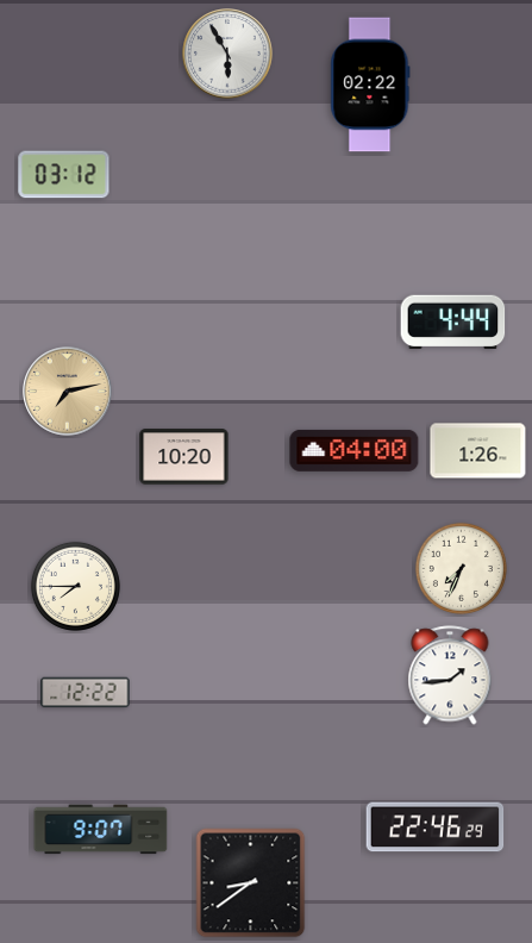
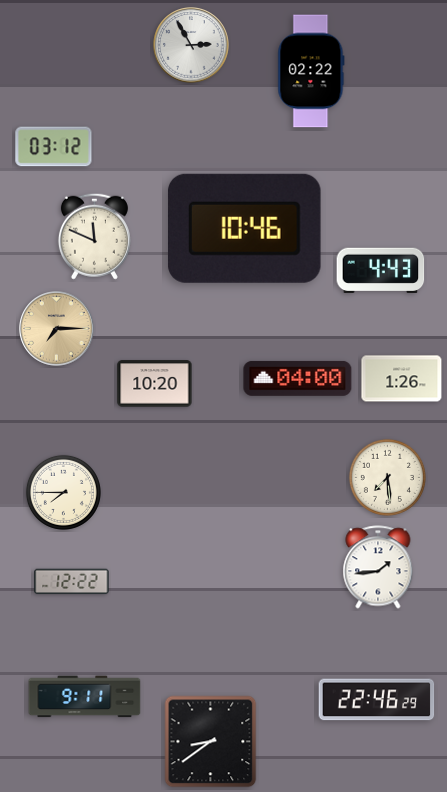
clock at (227, 54): 5:55 -> 2:55
clock at (244, 228): none -> 10:46
clock at (94, 236): none -> 11:49
clock at (453, 321): 4:44 -> 4:43
clock at (68, 392): 7:13 -> 7:15
clock at (461, 568): 7:34 -> 7:29
clock at (436, 828) position: (436, 828) -> (377, 700)
clock at (101, 830): 9:07 -> 9:11
